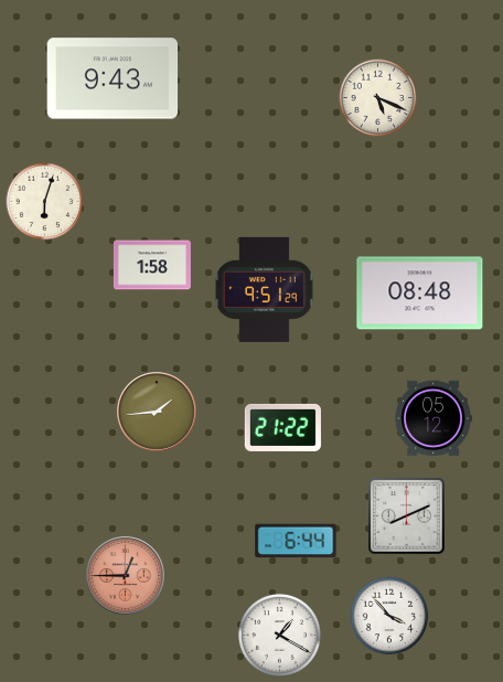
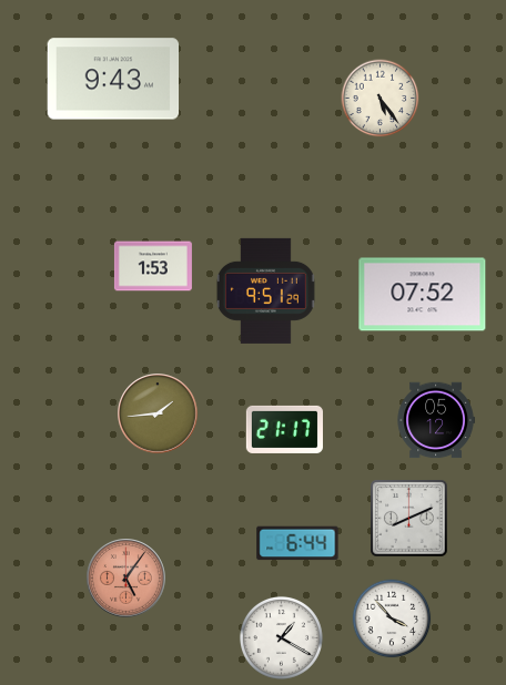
clock at (378, 98): 5:19 -> 5:24
clock at (45, 202): 6:03 -> none
clock at (152, 265): 1:58 -> 1:53
clock at (420, 294): 08:48 -> 07:52
clock at (282, 427): 21:22 -> 21:17
clock at (126, 576): 12:45 -> 5:06
